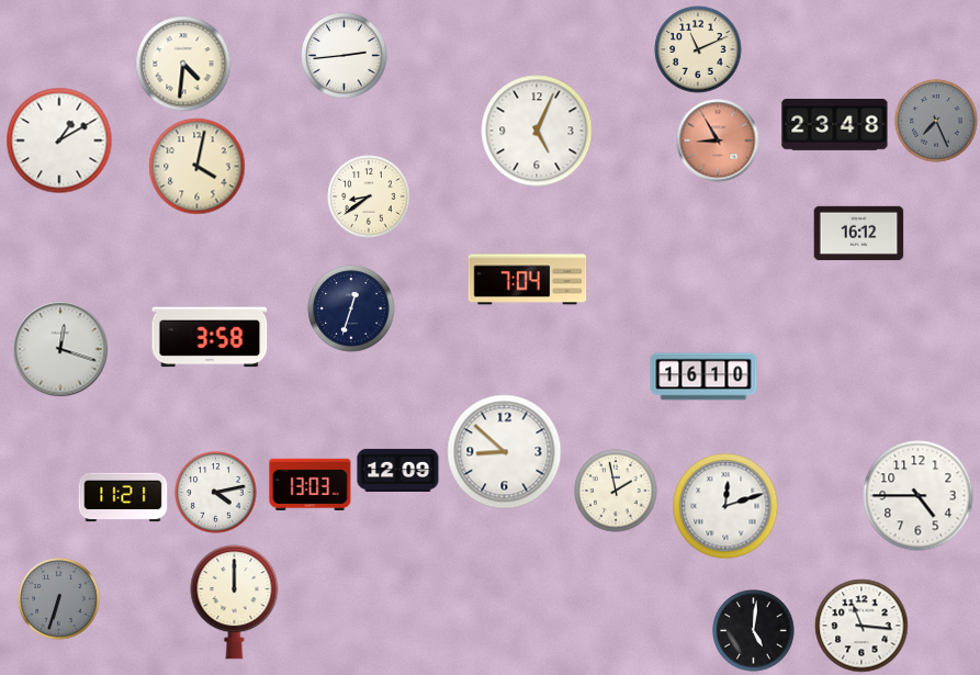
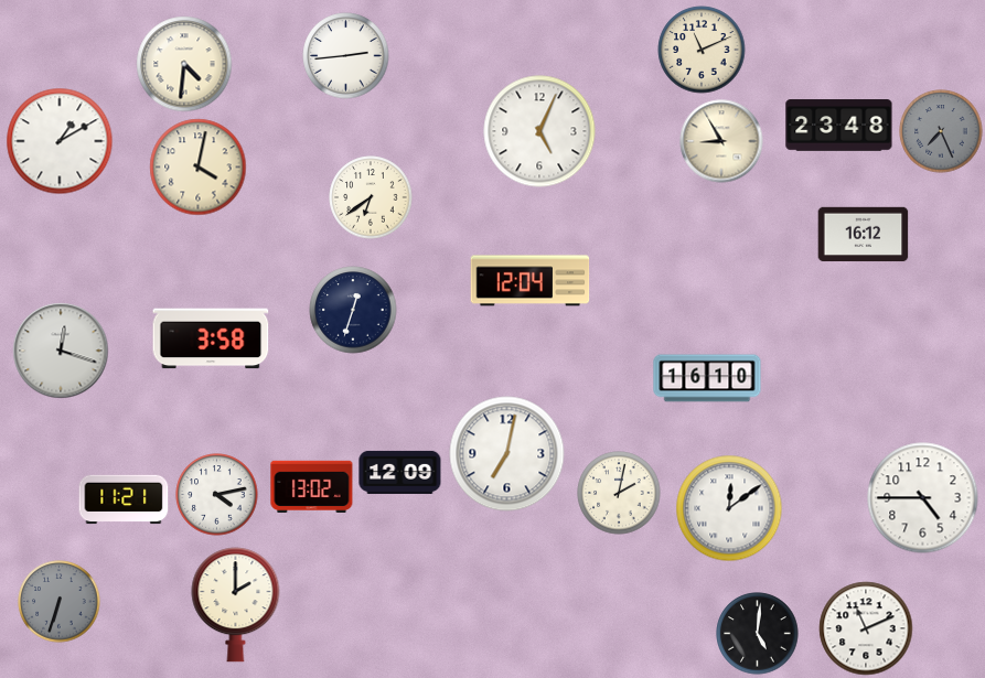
clock at (936, 121) position: (936, 121) -> (941, 131)
clock at (718, 140) dial: salmon -> cream
clock at (369, 196): 8:39 -> 6:39
clock at (528, 280): 7:04 -> 12:04
clock at (505, 452): 8:52 -> 7:02
clock at (311, 484): 13:03 -> 13:02
clock at (616, 491): 1:58 -> 2:02
clock at (725, 506): 12:12 -> 12:09
clock at (235, 603): 12:00 -> 2:00
clock at (861, 626): 11:16 -> 11:11
